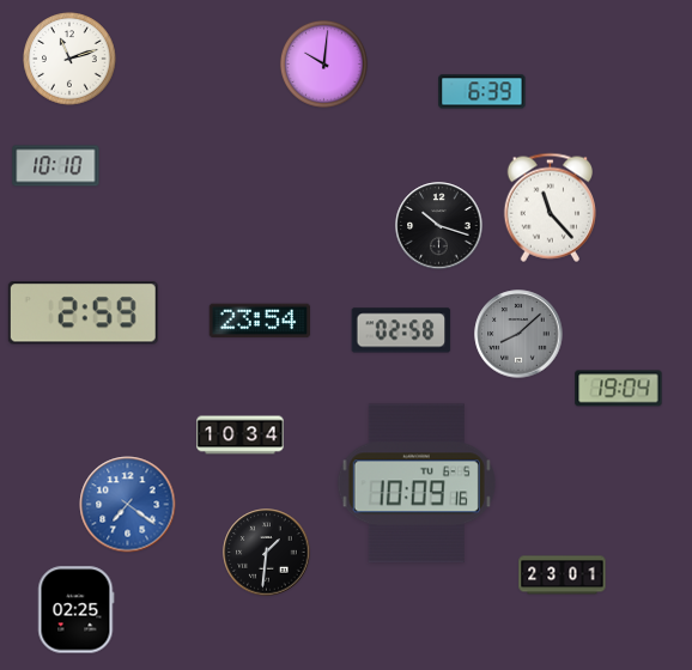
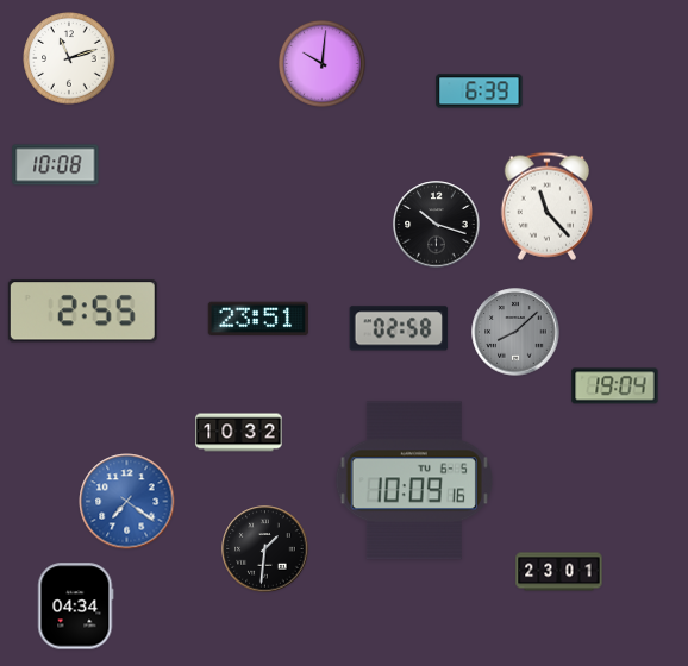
clock at (56, 166): 10:10 -> 10:08
clock at (83, 313): 2:59 -> 2:55
clock at (259, 321): 23:54 -> 23:51
clock at (241, 435): 10:34 -> 10:32
clock at (77, 610): 02:25 -> 04:34
